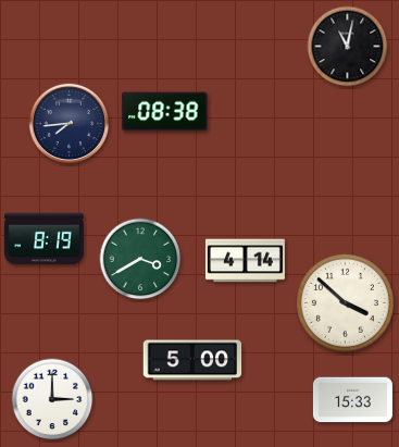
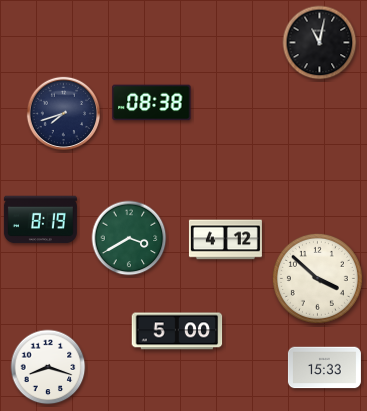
clock at (68, 123): 7:44 -> 7:42
clock at (245, 261): 4:14 -> 4:12
clock at (52, 399): 3:00 -> 8:18
